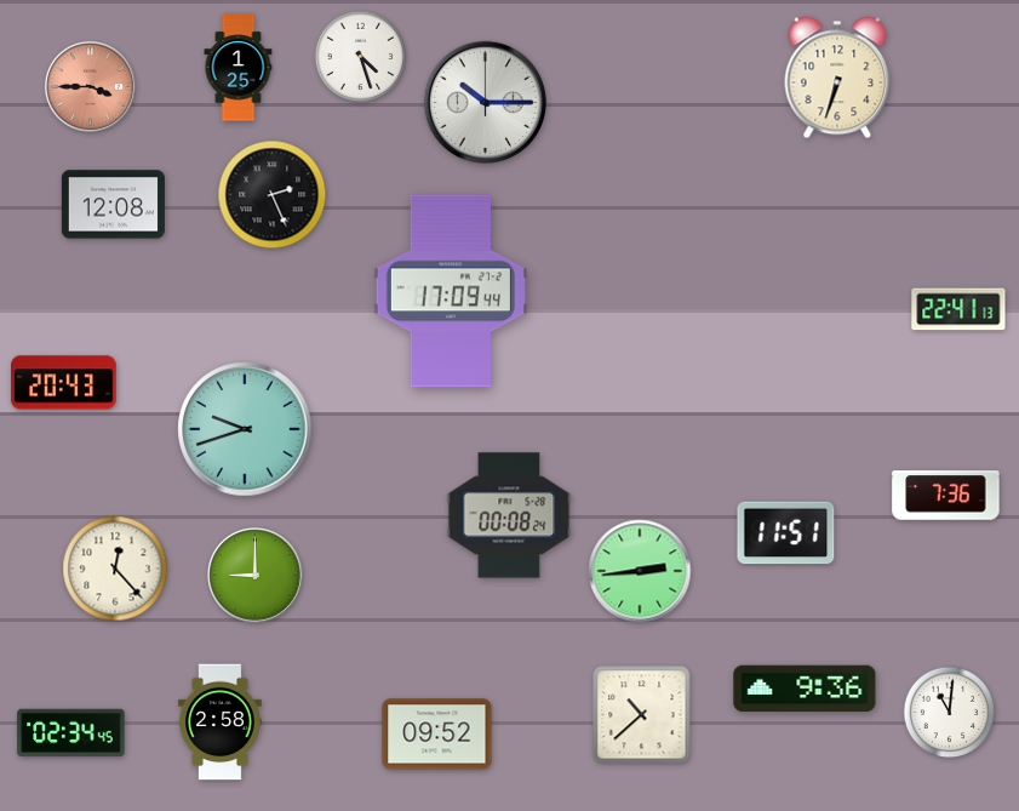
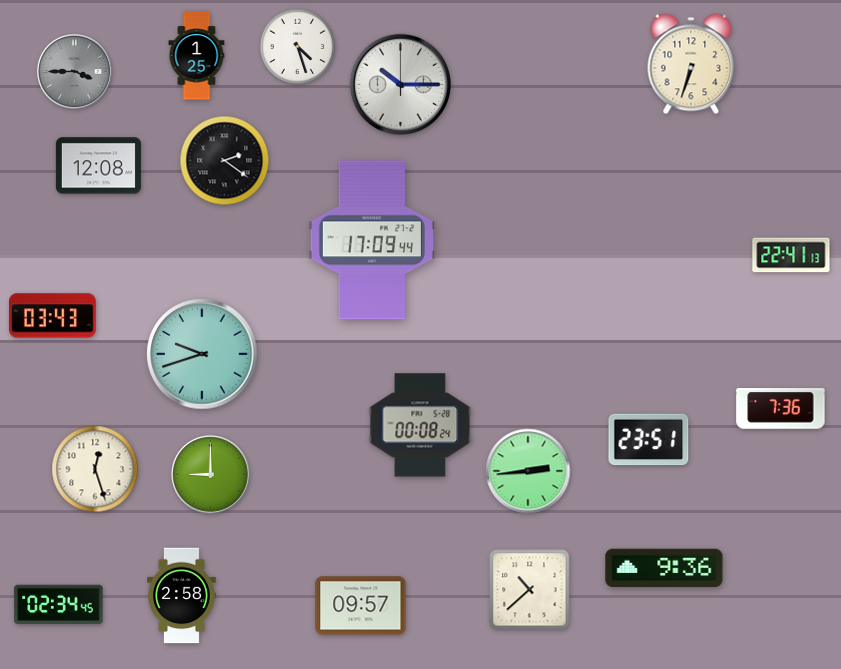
clock at (90, 86) dial: salmon -> grey
clock at (273, 195): 2:26 -> 2:21
clock at (113, 205) position: (113, 205) -> (98, 166)
clock at (64, 383): 20:43 -> 03:43
clock at (786, 533): 11:51 -> 23:51
clock at (115, 569): 12:23 -> 12:27
clock at (950, 713): 11:01 -> none
clock at (437, 735): 09:52 -> 09:57
